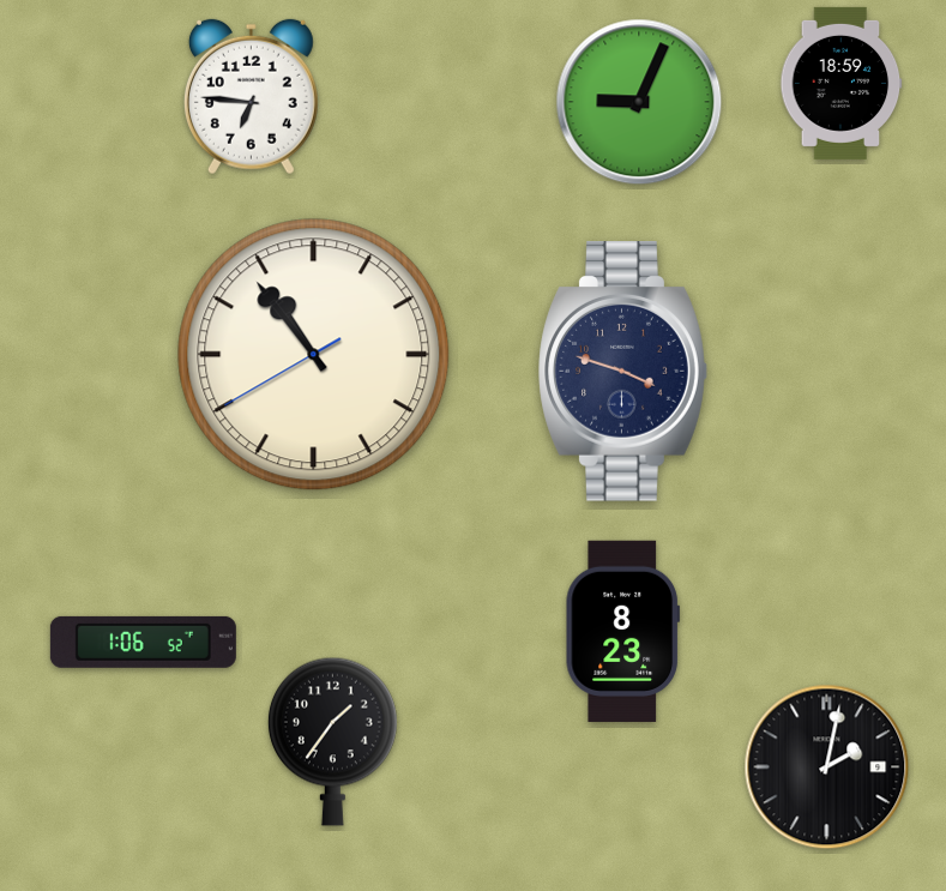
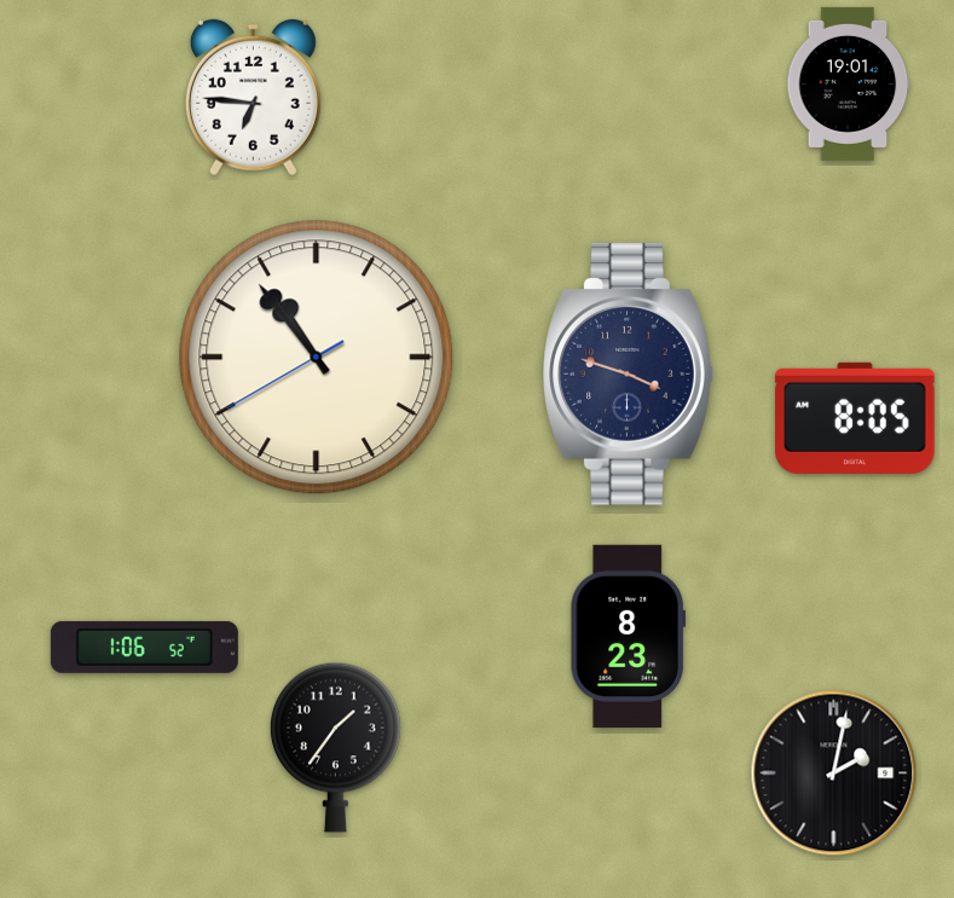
clock at (842, 83): 18:59 -> 19:01
clock at (639, 102): 9:04 -> none
clock at (855, 418): none -> 8:05
